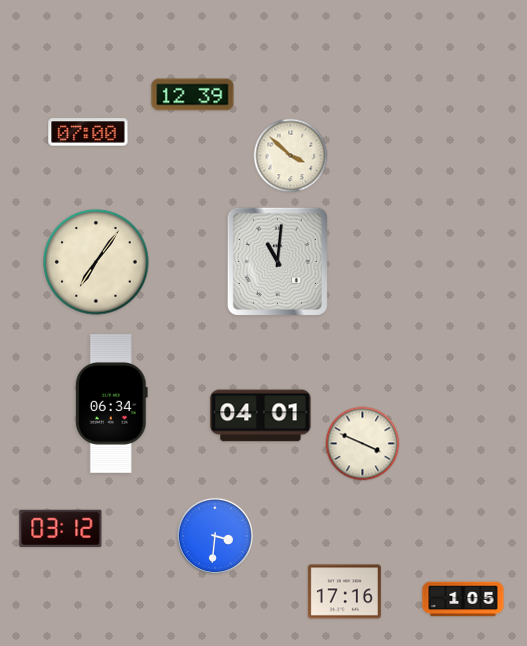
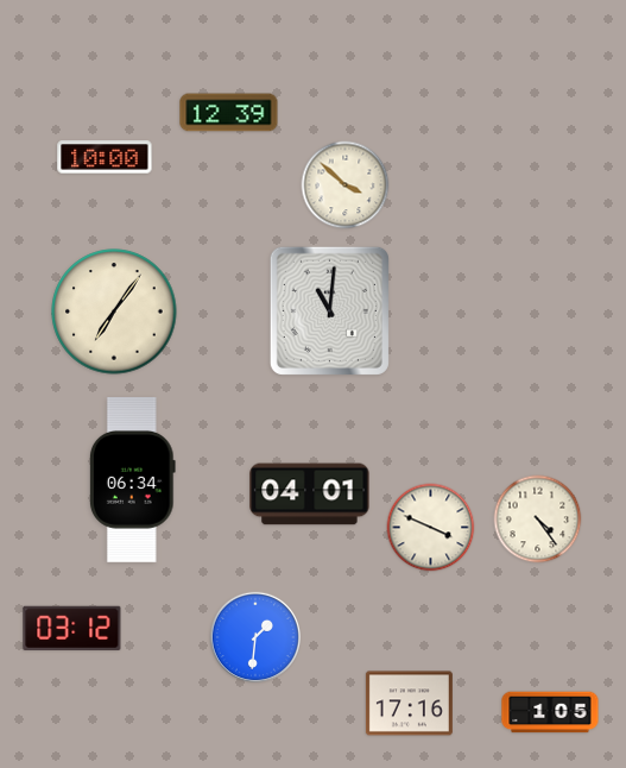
clock at (88, 132): 07:00 -> 10:00
clock at (538, 520): none -> 4:24
clock at (214, 535): 3:31 -> 1:31
